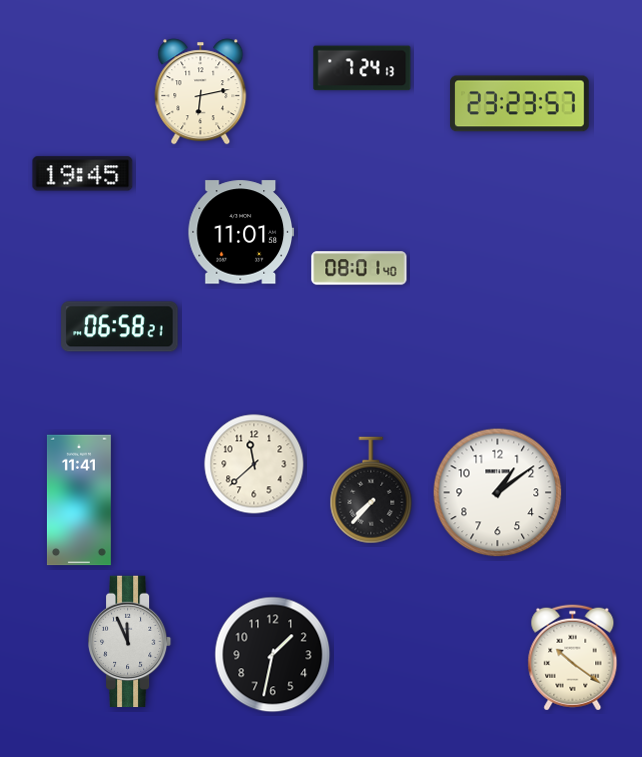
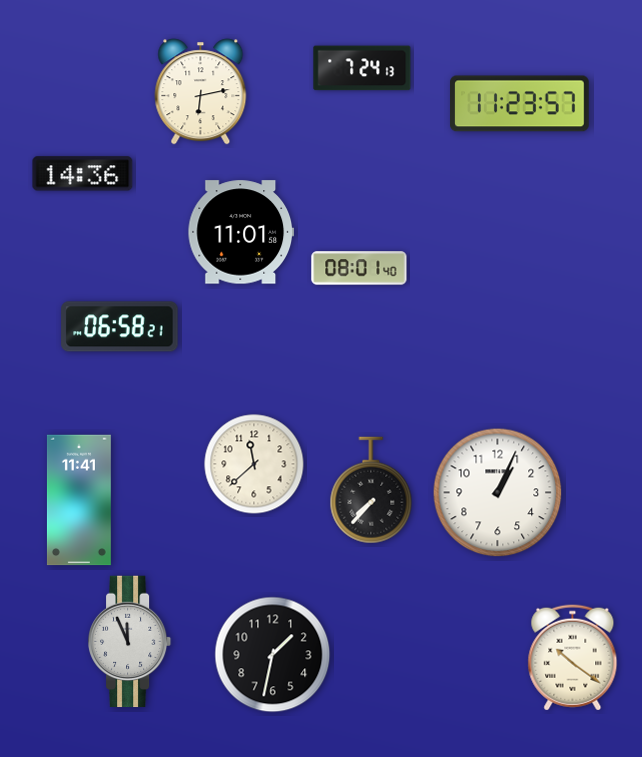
clock at (520, 104): 23:23 -> 11:23
clock at (83, 174): 19:45 -> 14:36
clock at (498, 493): 1:09 -> 1:04
